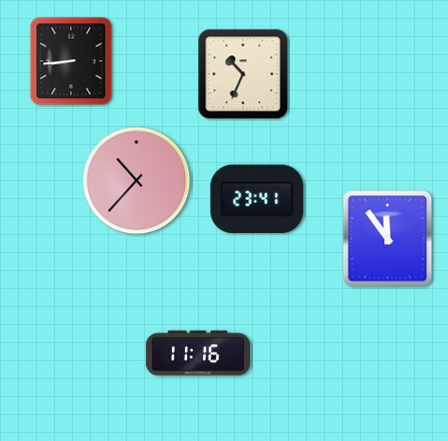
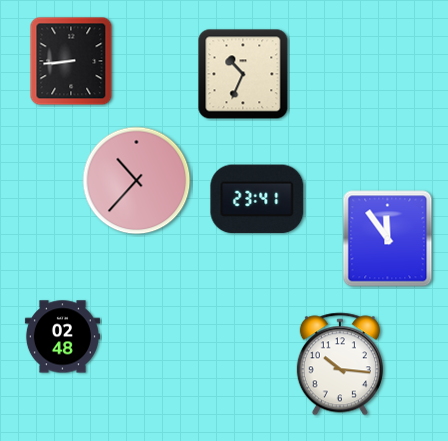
clock at (62, 337): none -> 02:48
clock at (198, 353): 11:16 -> none
clock at (340, 364): none -> 10:16
